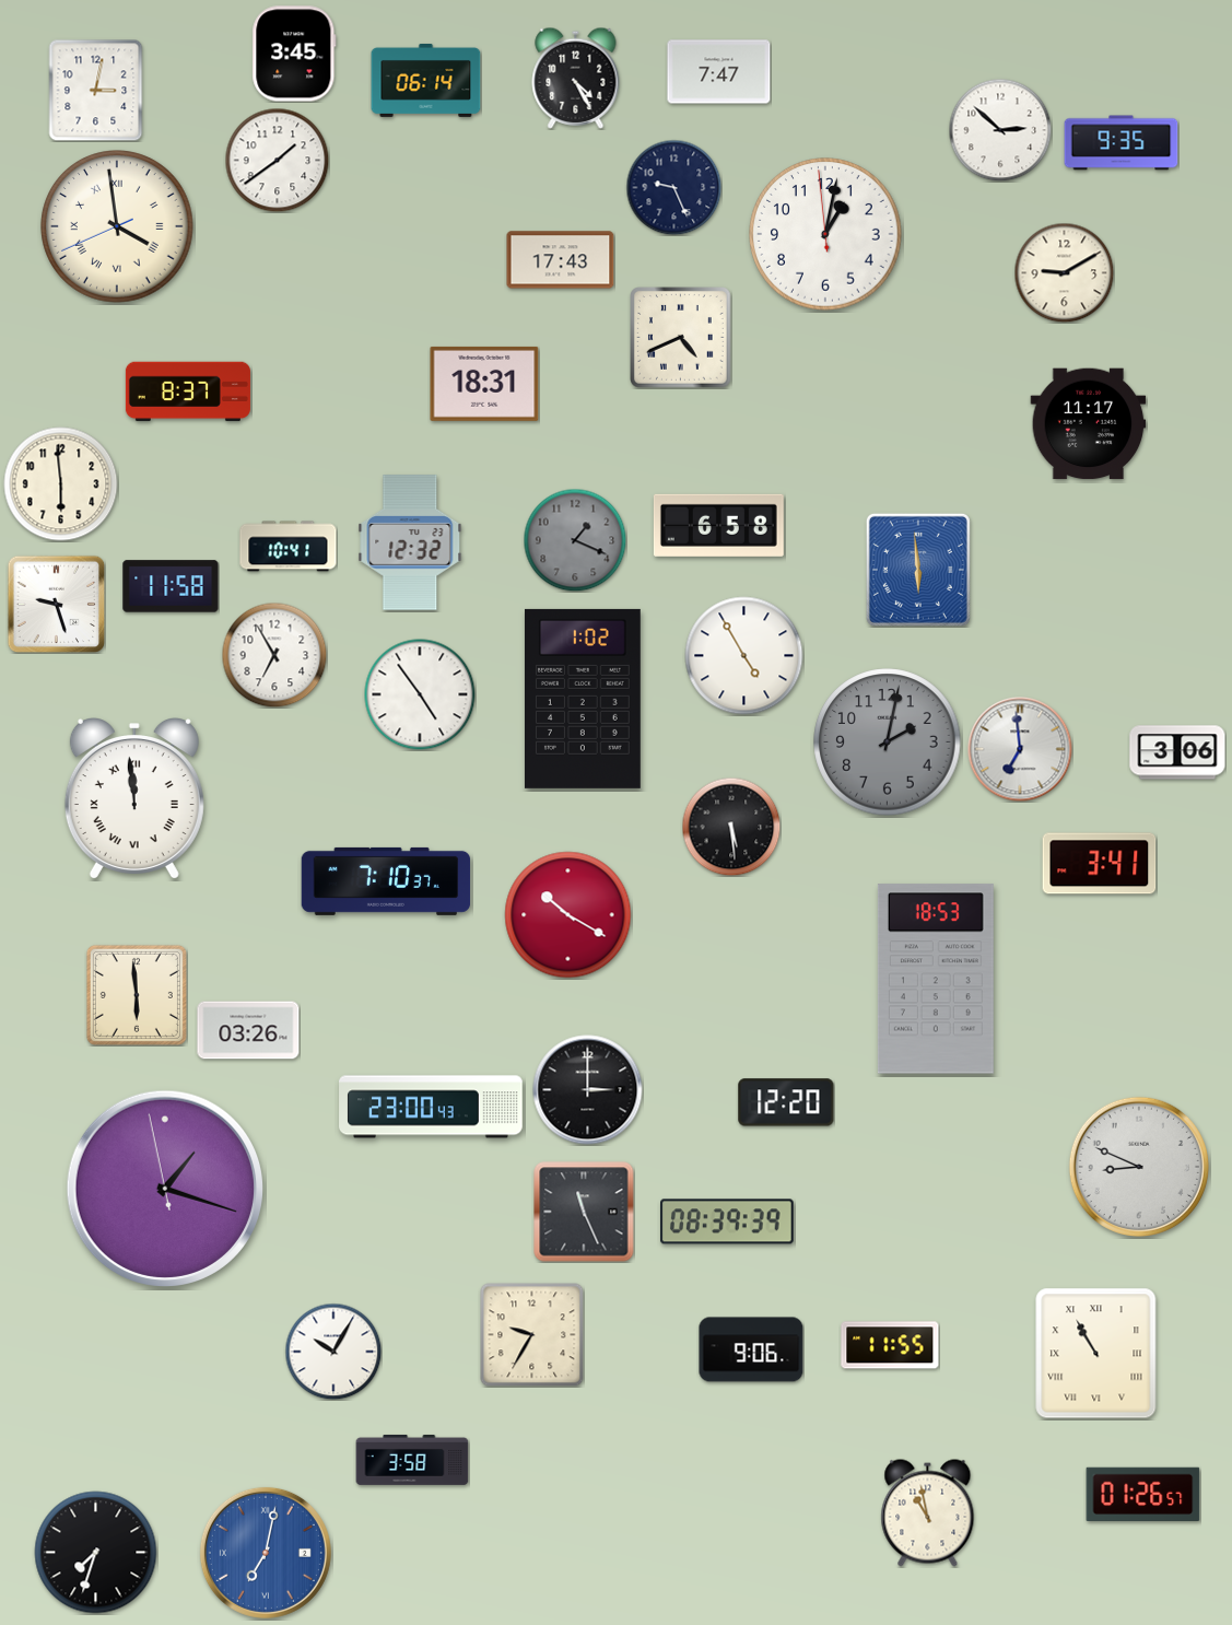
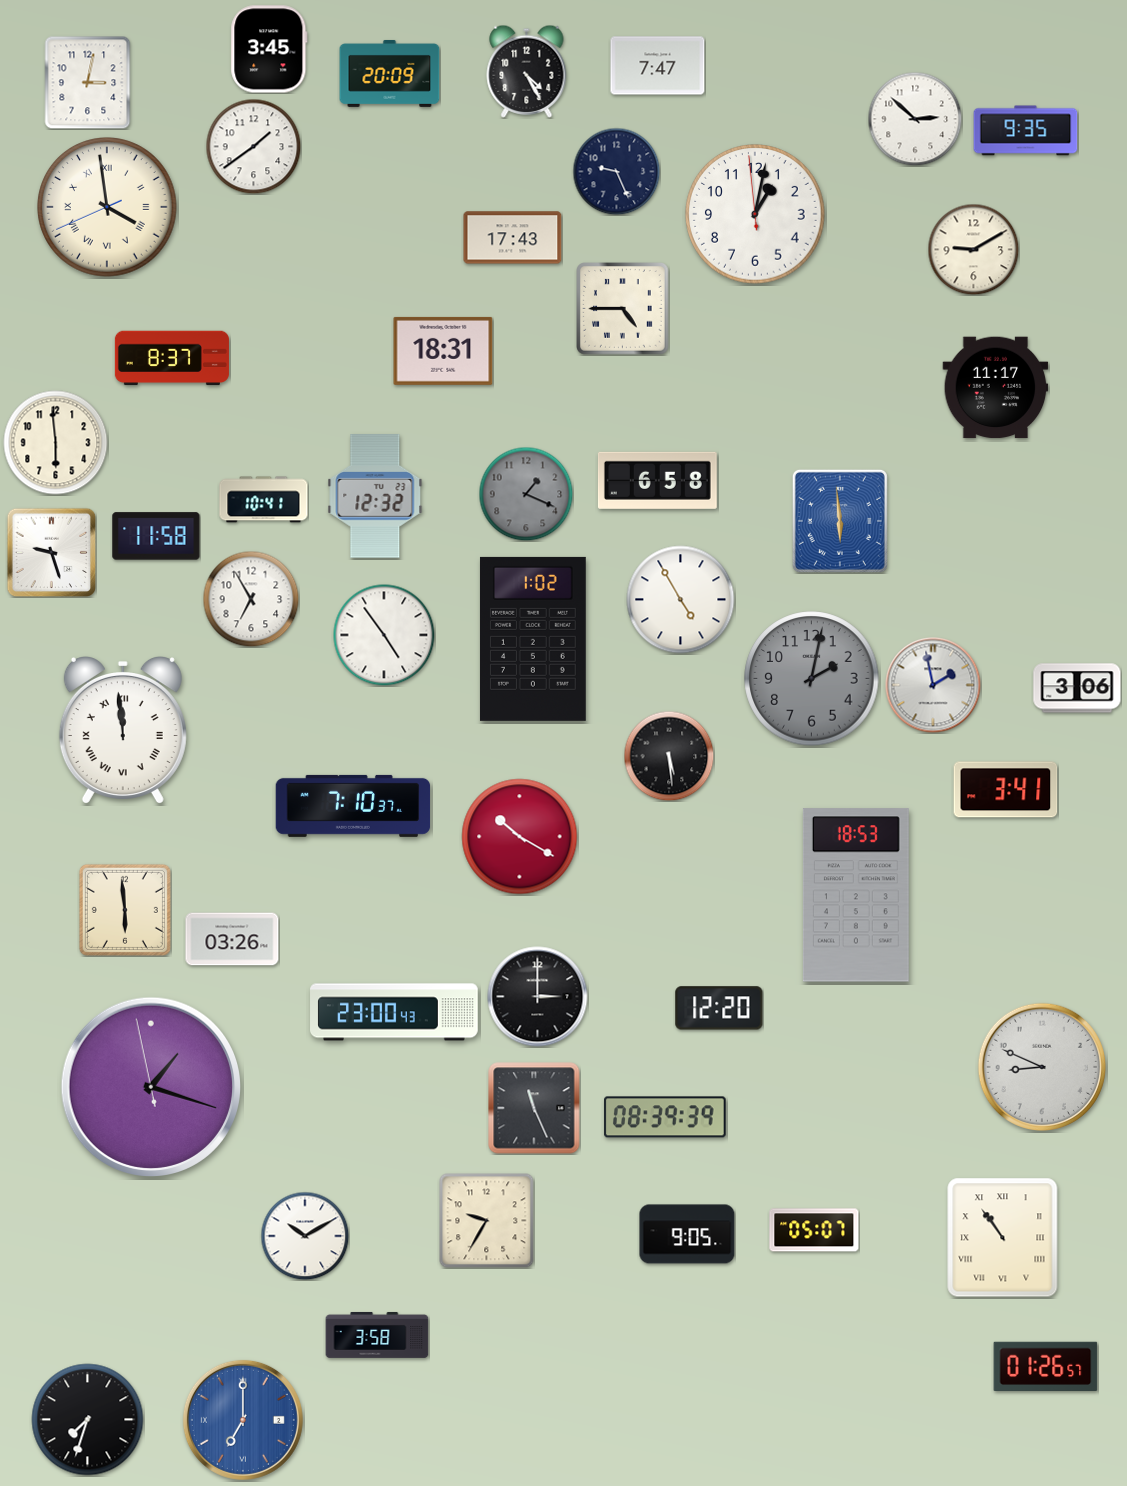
clock at (426, 80): 06:14 -> 20:09
clock at (681, 338): 4:41 -> 4:45
clock at (1020, 749): 6:59 -> 1:58
clock at (248, 1030) position: (248, 1030) -> (232, 939)
clock at (890, 1345): 11:55 -> 05:07
clock at (751, 1349): 9:06 -> 9:05
clock at (333, 1352): 10:05 -> 10:10
clock at (1096, 1354): 10:55 -> 10:54
clock at (928, 1513): 10:58 -> none
clock at (266, 1553): 7:02 -> 7:00
